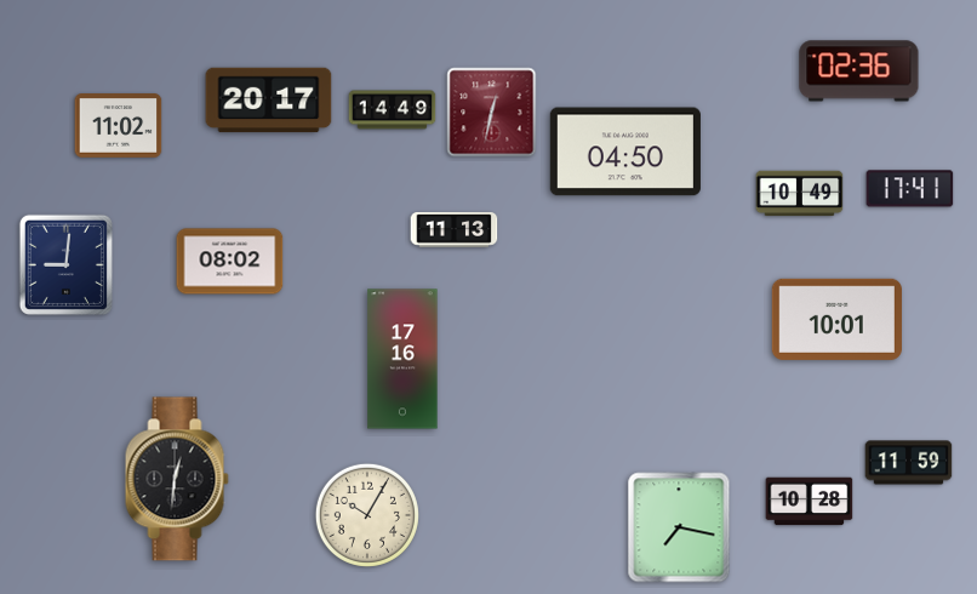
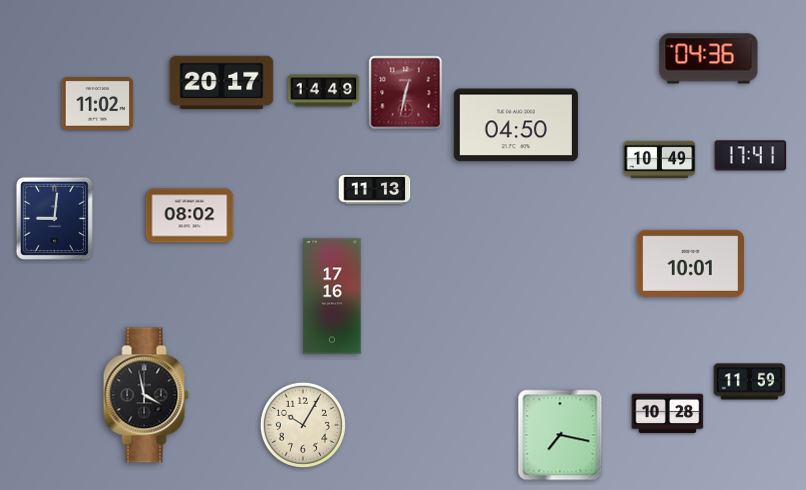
clock at (859, 72): 02:36 -> 04:36
clock at (177, 479): 12:31 -> 3:58
